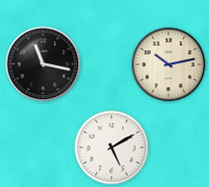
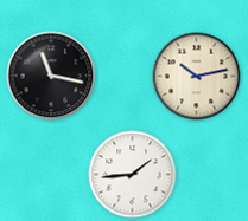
clock at (169, 65) position: (169, 65) -> (197, 77)
clock at (112, 148): 5:10 -> 1:44
